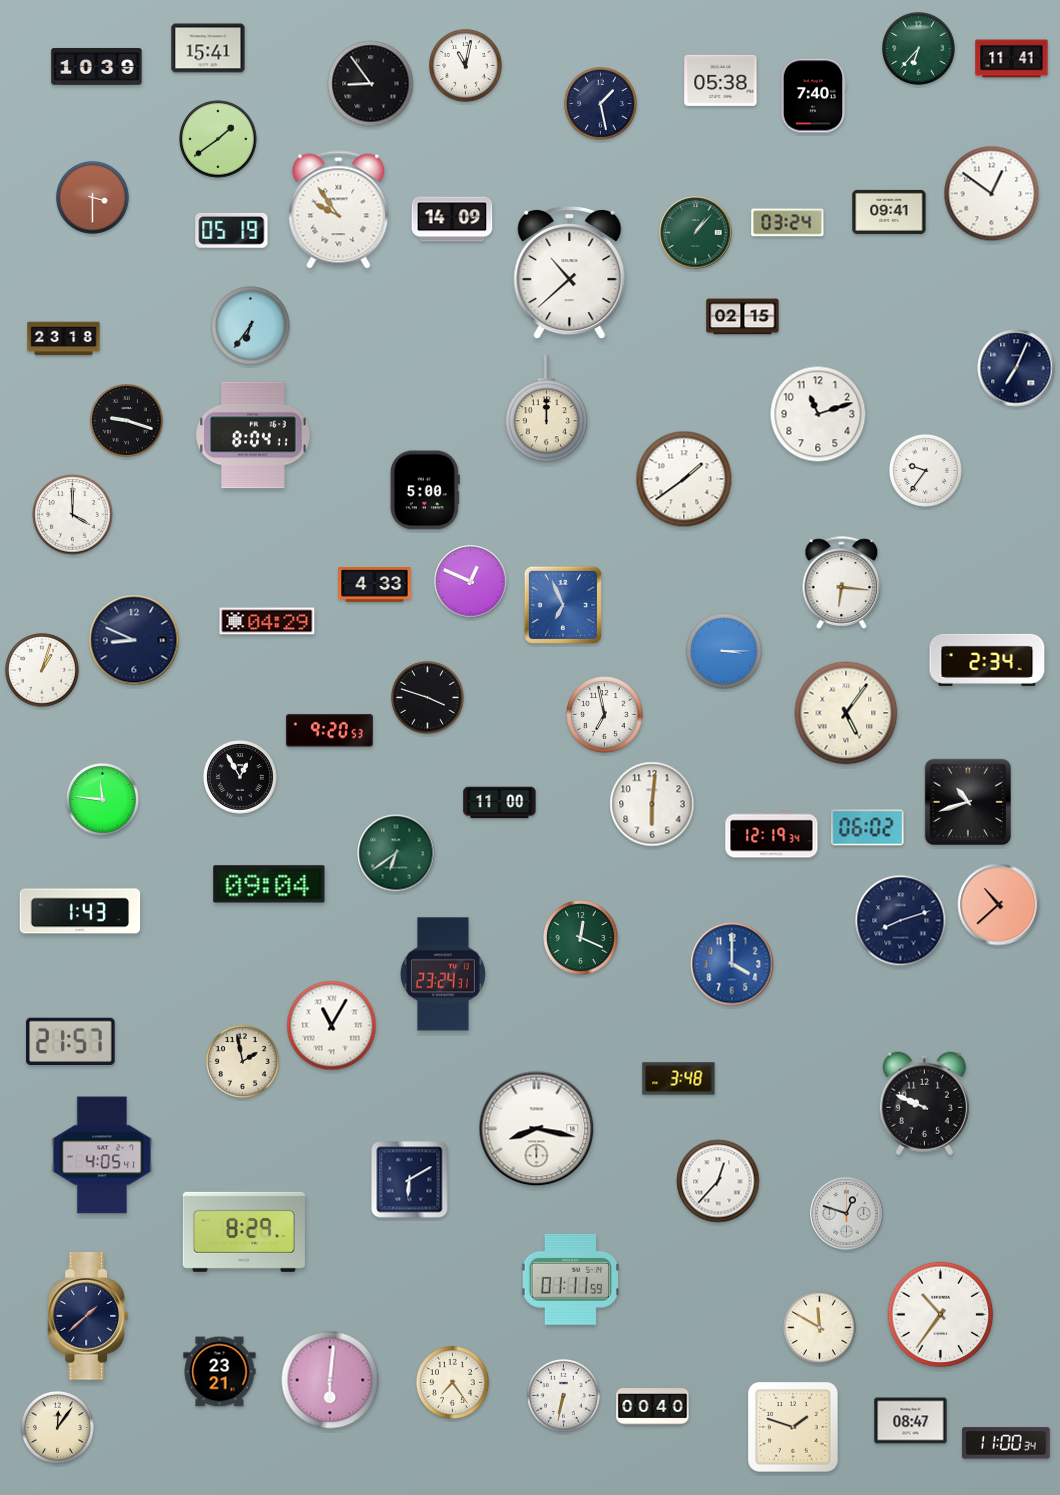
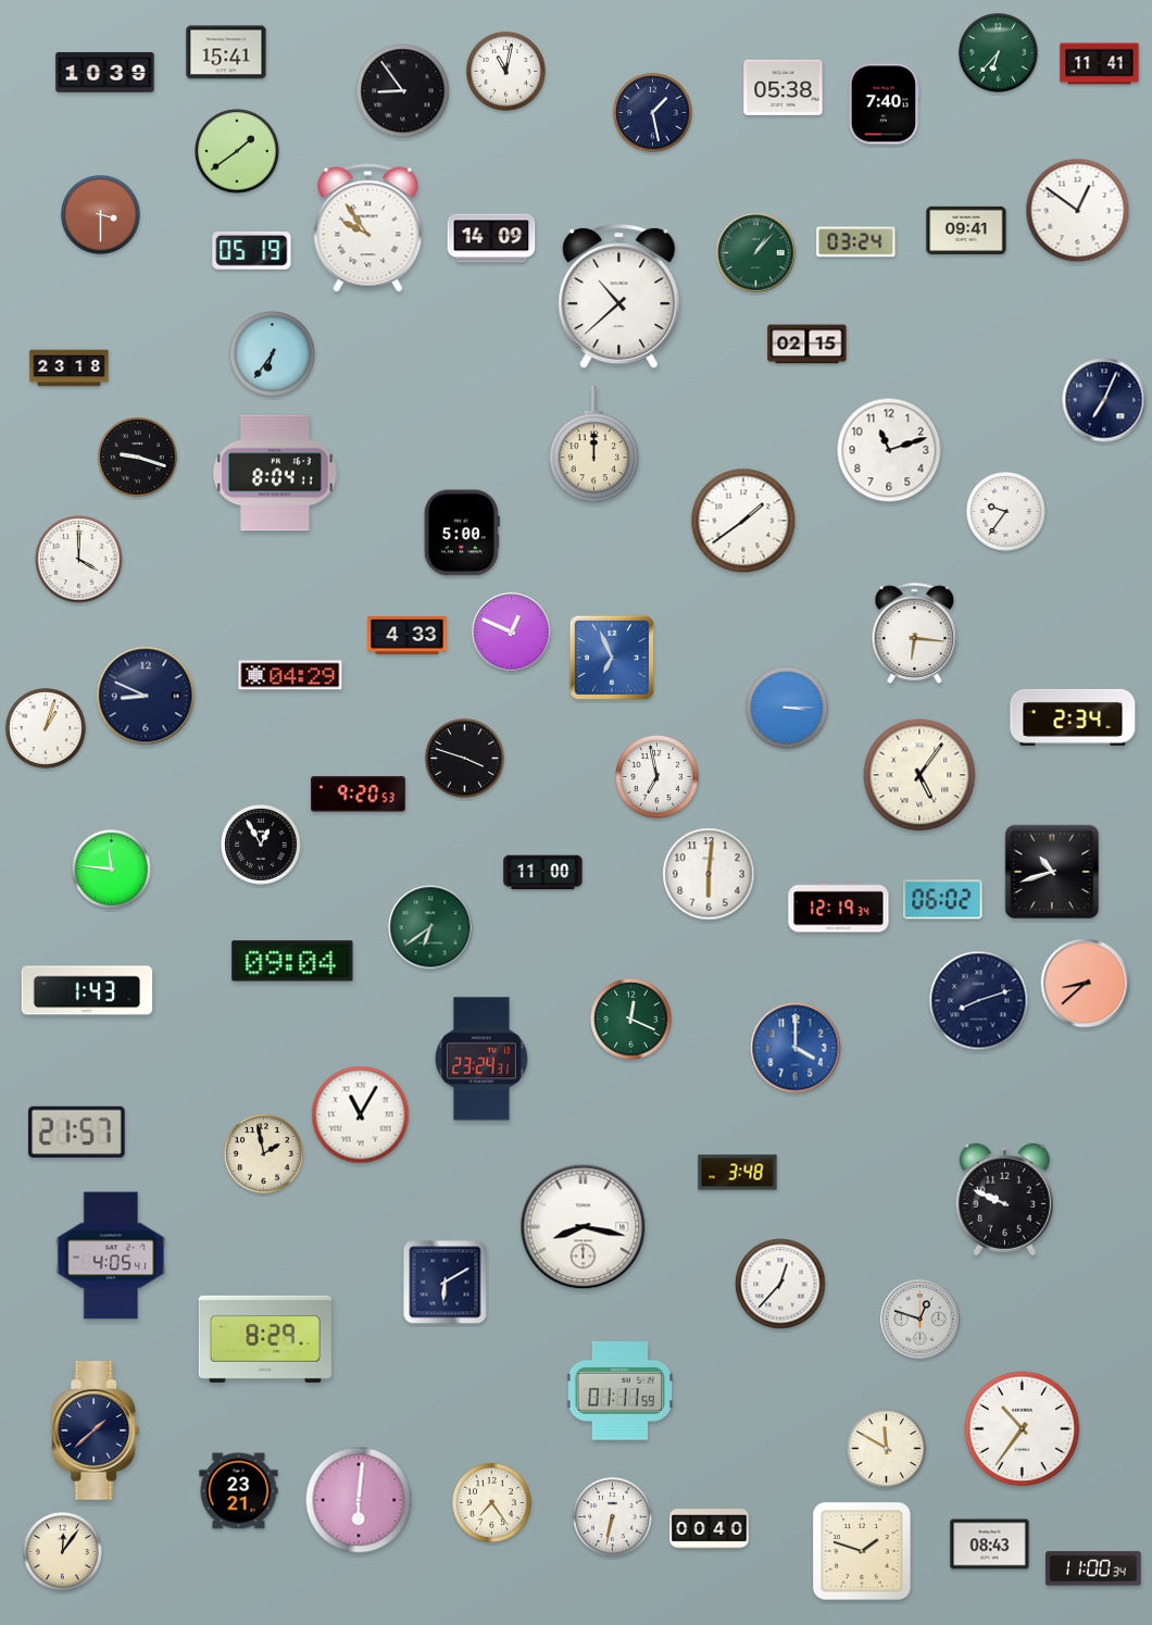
clock at (999, 905): 10:38 -> 8:38
clock at (820, 1328) position: (820, 1328) -> (887, 1449)
clock at (911, 1421): 08:47 -> 08:43
